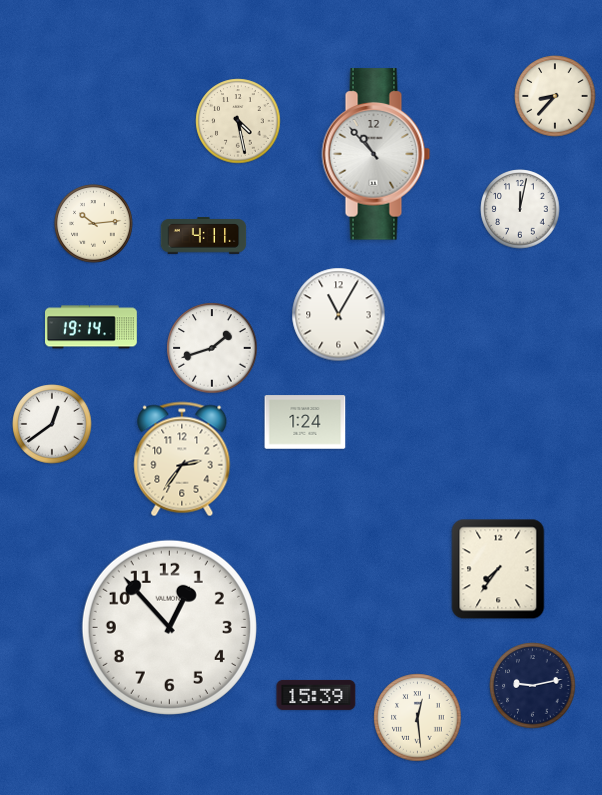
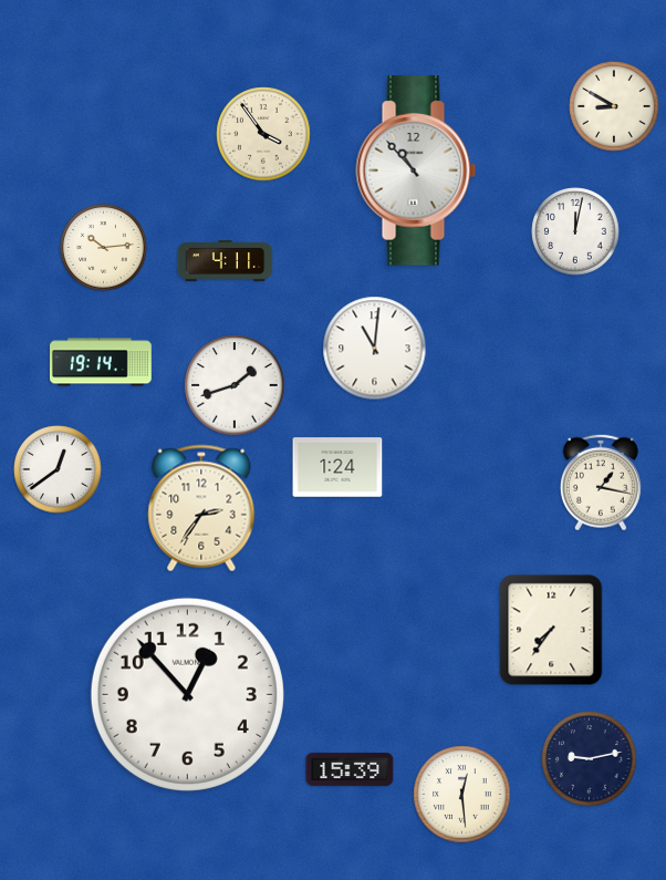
clock at (555, 96): 8:37 -> 8:50
clock at (238, 121): 4:28 -> 3:54
clock at (339, 315): 11:05 -> 11:01
clock at (601, 483): none -> 1:17
